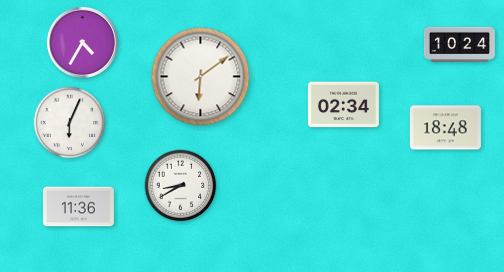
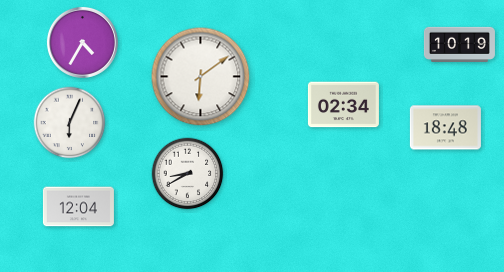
clock at (459, 44): 10:24 -> 10:19
clock at (181, 186) position: (181, 186) -> (188, 174)
clock at (78, 207): 11:36 -> 12:04
